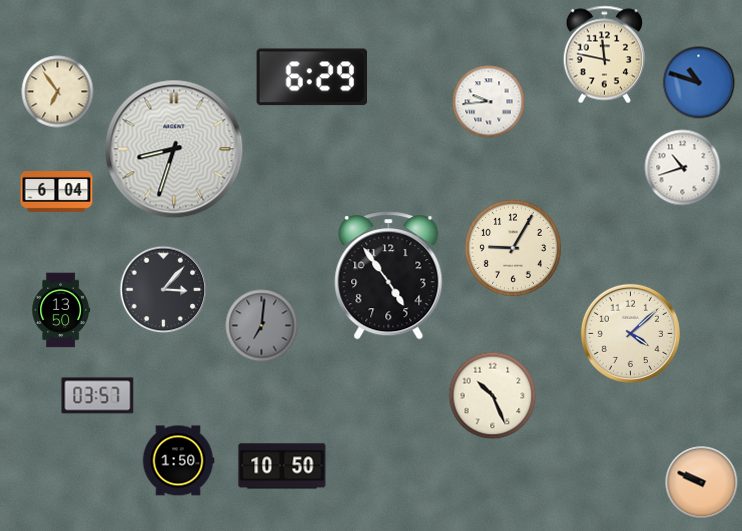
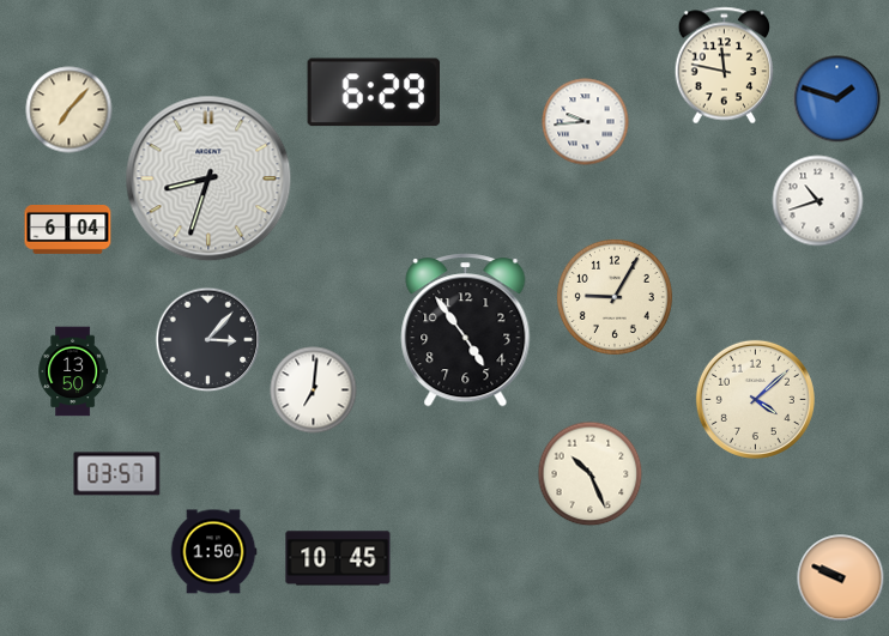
clock at (699, 83): 10:48 -> 1:48
clock at (58, 92): 6:54 -> 7:07
clock at (164, 290) position: (164, 290) -> (208, 340)
clock at (262, 326) dial: grey -> white
clock at (282, 466): 10:50 -> 10:45
